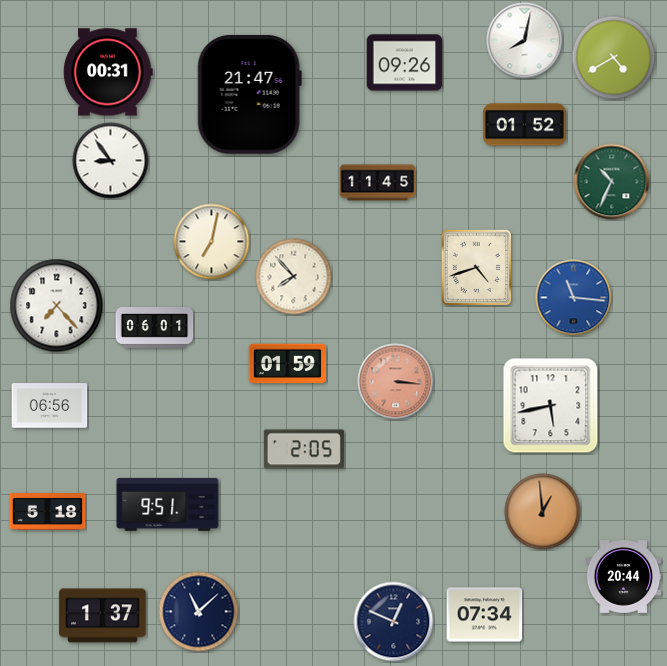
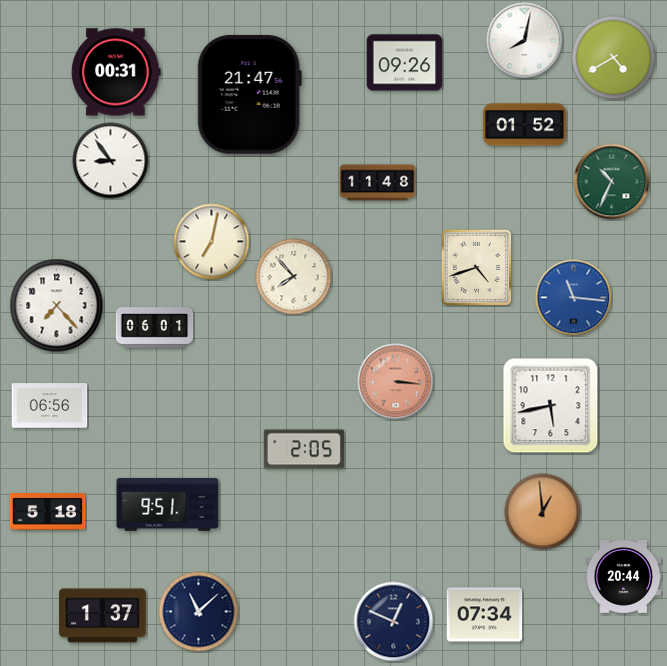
clock at (108, 72) position: (108, 72) -> (116, 72)
clock at (378, 183): 11:45 -> 11:48
clock at (288, 364): 01:59 -> none
